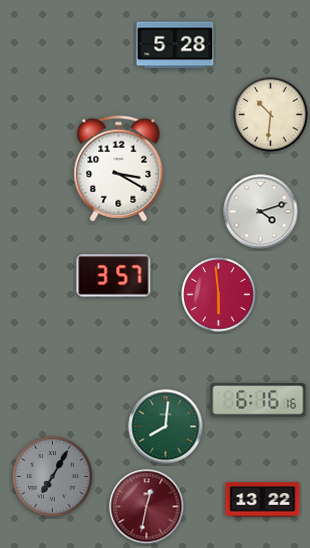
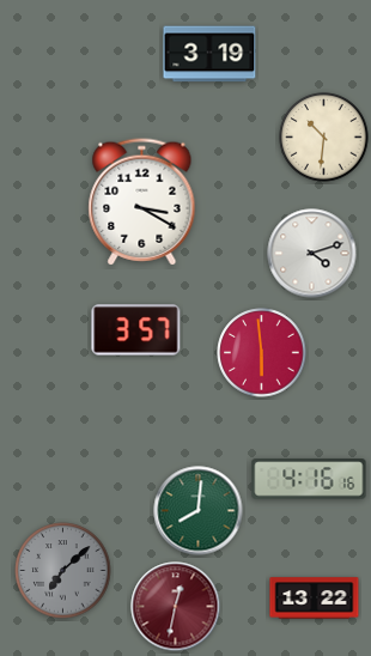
clock at (175, 45): 5:28 -> 3:19
clock at (258, 400): 6:16 -> 4:16
clock at (53, 477): 7:05 -> 7:08
